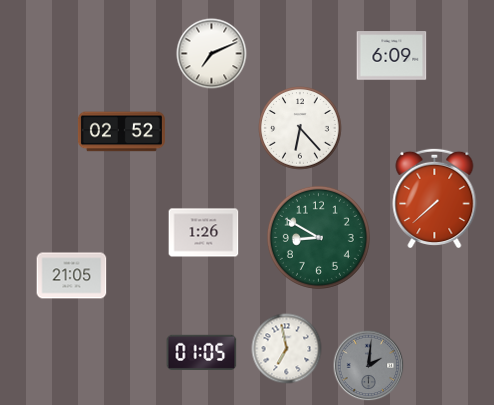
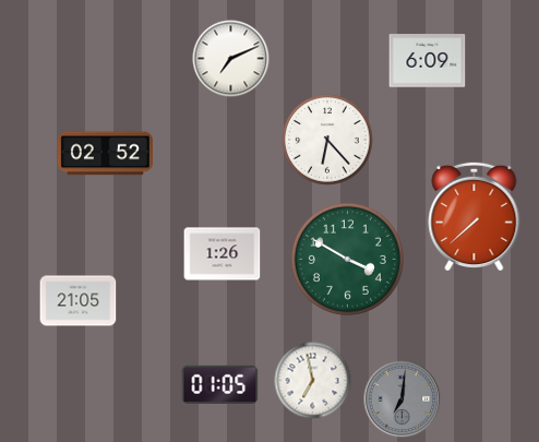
clock at (121, 132) position: (121, 132) -> (105, 154)
clock at (318, 237): 8:50 -> 3:50
clock at (369, 366): 2:01 -> 7:01
